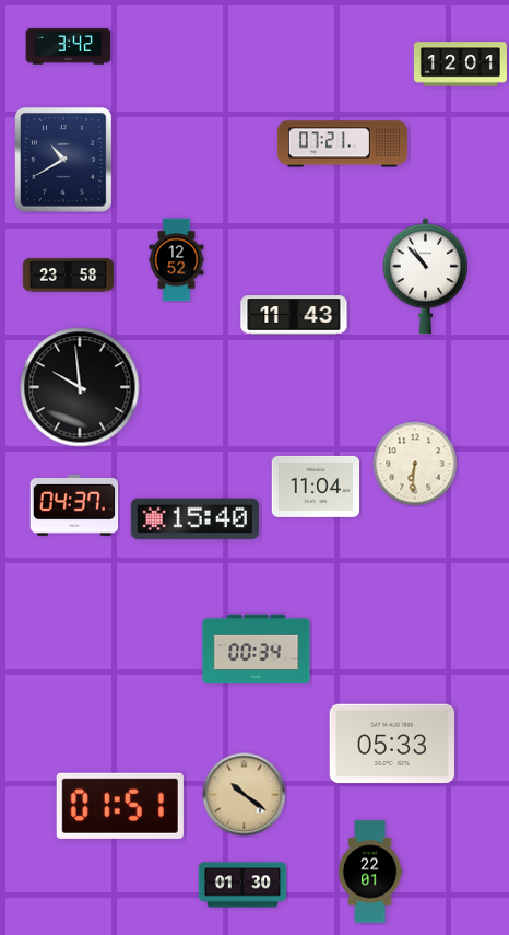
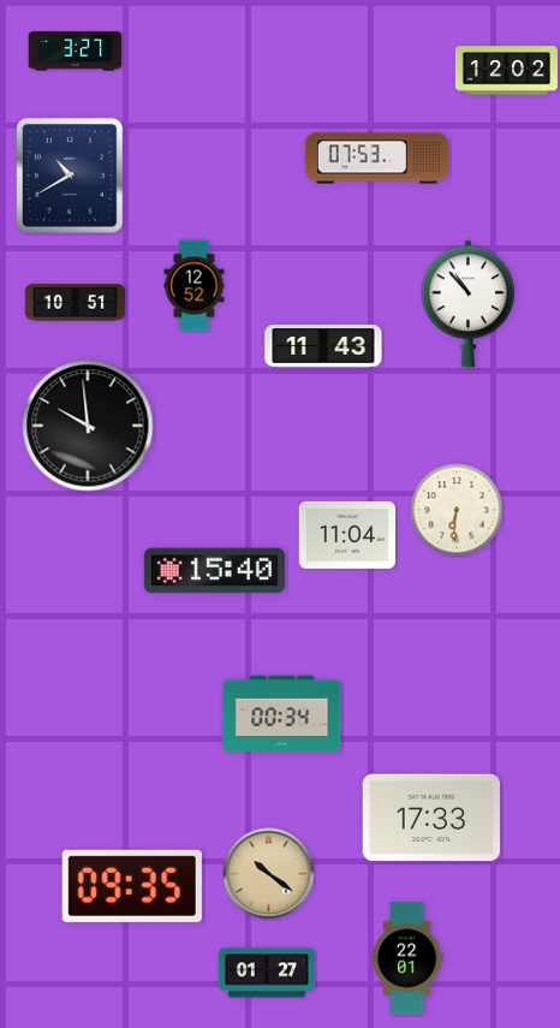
clock at (69, 47): 3:42 -> 3:27
clock at (460, 65): 12:01 -> 12:02
clock at (342, 144): 07:21 -> 07:53
clock at (68, 276): 23:58 -> 10:51
clock at (74, 506): 04:37 -> none
clock at (392, 744): 05:33 -> 17:33
clock at (120, 806): 01:51 -> 09:35
clock at (242, 885): 01:30 -> 01:27
